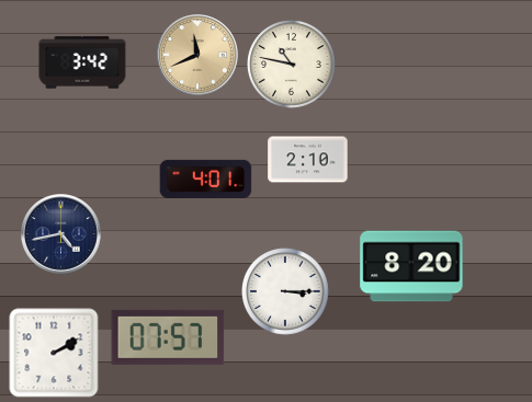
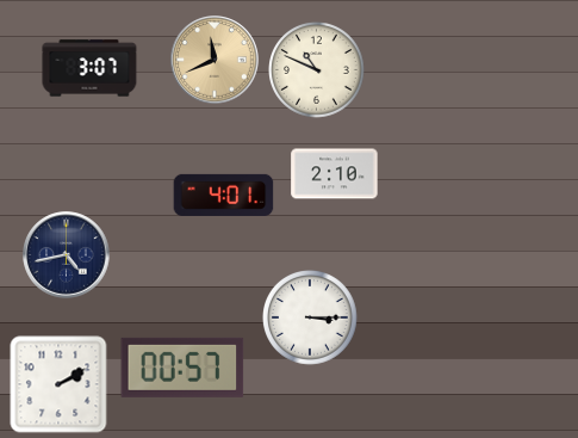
clock at (82, 62): 3:42 -> 3:07
clock at (292, 65): 10:47 -> 10:49
clock at (411, 266): 8:20 -> none
clock at (168, 337): 07:57 -> 00:57
